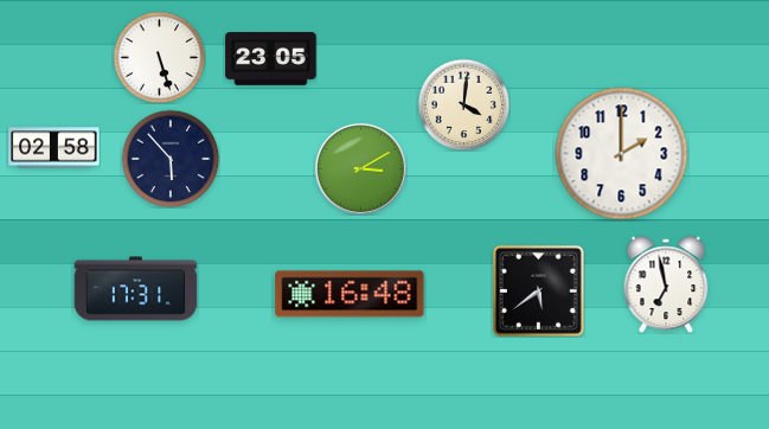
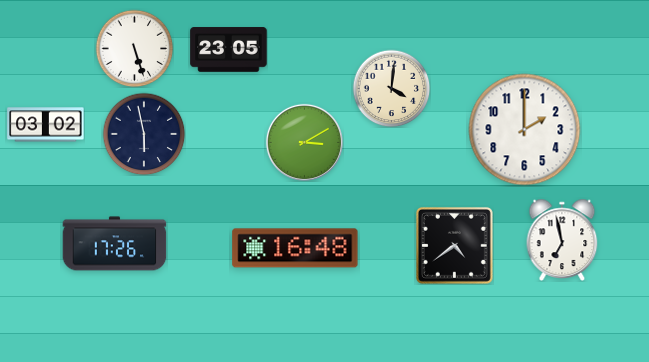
clock at (55, 148): 02:58 -> 03:02
clock at (171, 159): 5:53 -> 5:58
clock at (136, 289): 17:31 -> 17:26
clock at (538, 290): 5:39 -> 4:39
